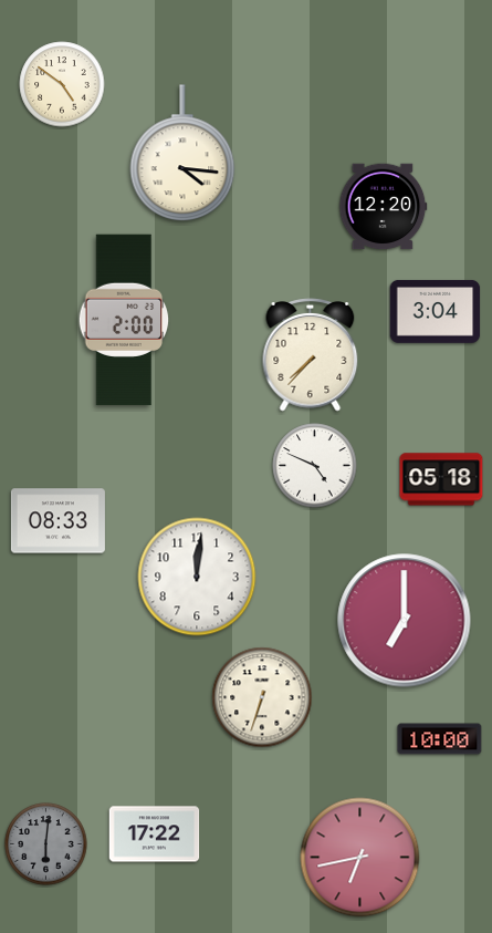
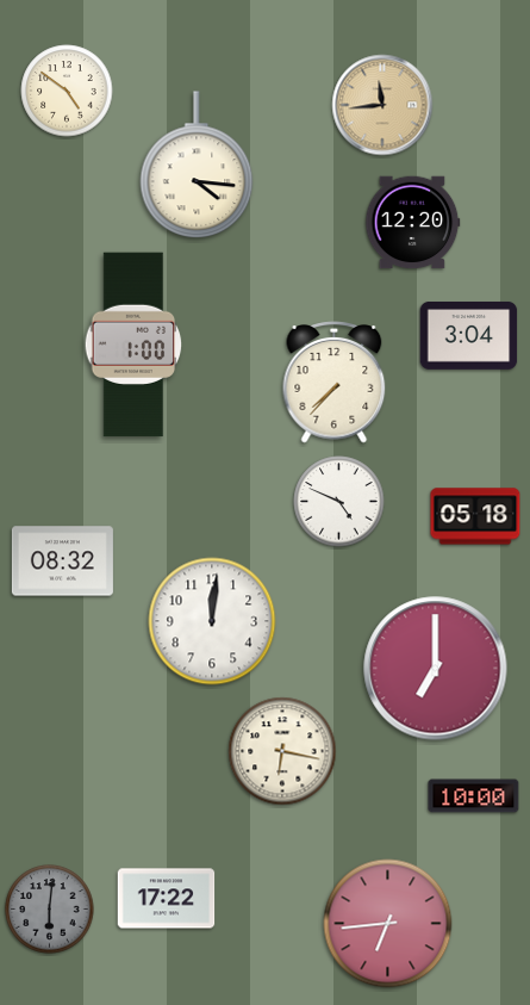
clock at (382, 105): none -> 11:44
clock at (124, 320): 2:00 -> 1:00
clock at (57, 521): 08:33 -> 08:32
clock at (262, 697): 6:33 -> 6:17
clock at (360, 858): 6:43 -> 6:44
